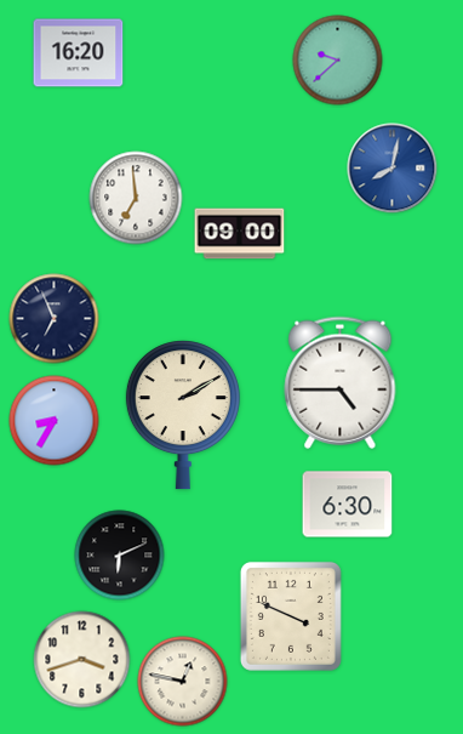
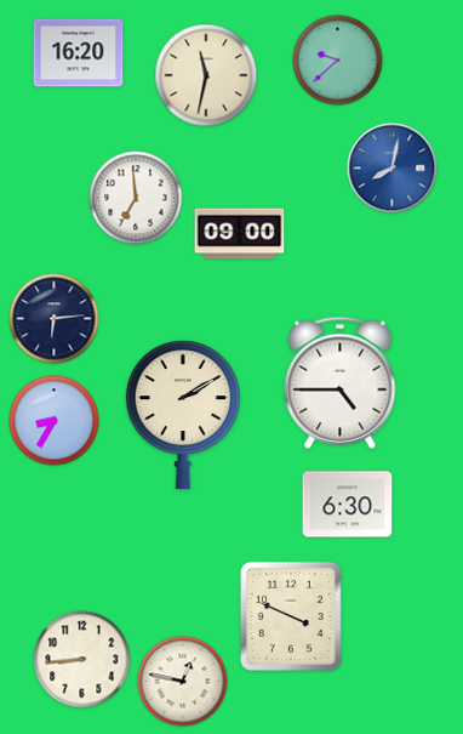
clock at (206, 75): none -> 11:32
clock at (55, 319): 6:56 -> 6:14
clock at (120, 556): 6:11 -> none
clock at (82, 660): 3:42 -> 8:44
